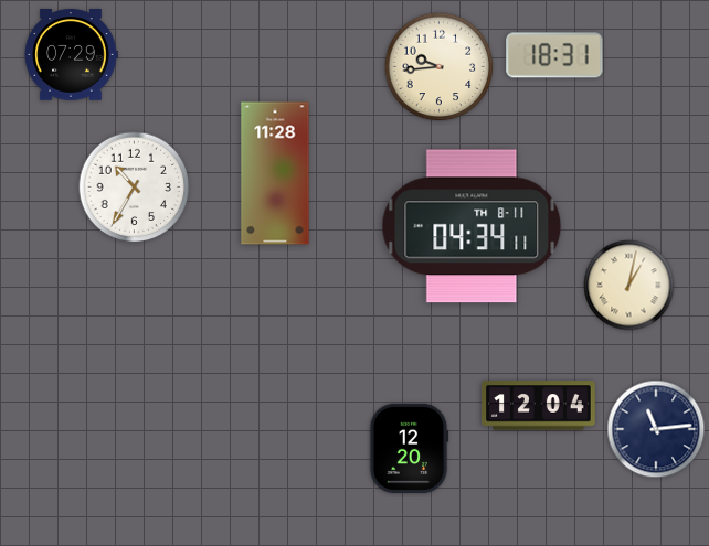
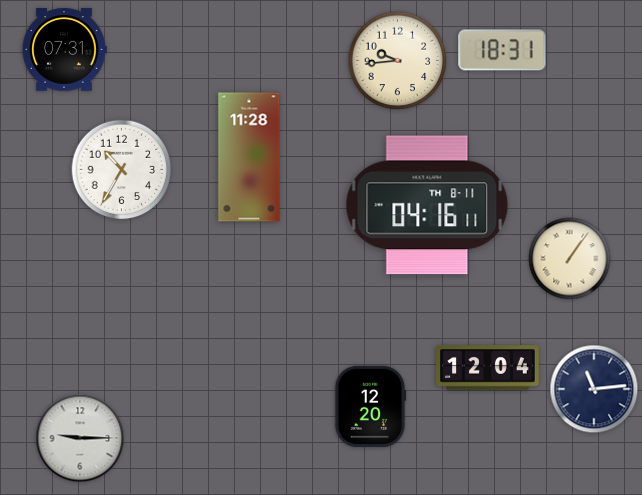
clock at (71, 55): 07:29 -> 07:31
clock at (472, 226): 04:34 -> 04:16
clock at (629, 286): 1:02 -> 1:06
clock at (80, 438): none -> 9:15
